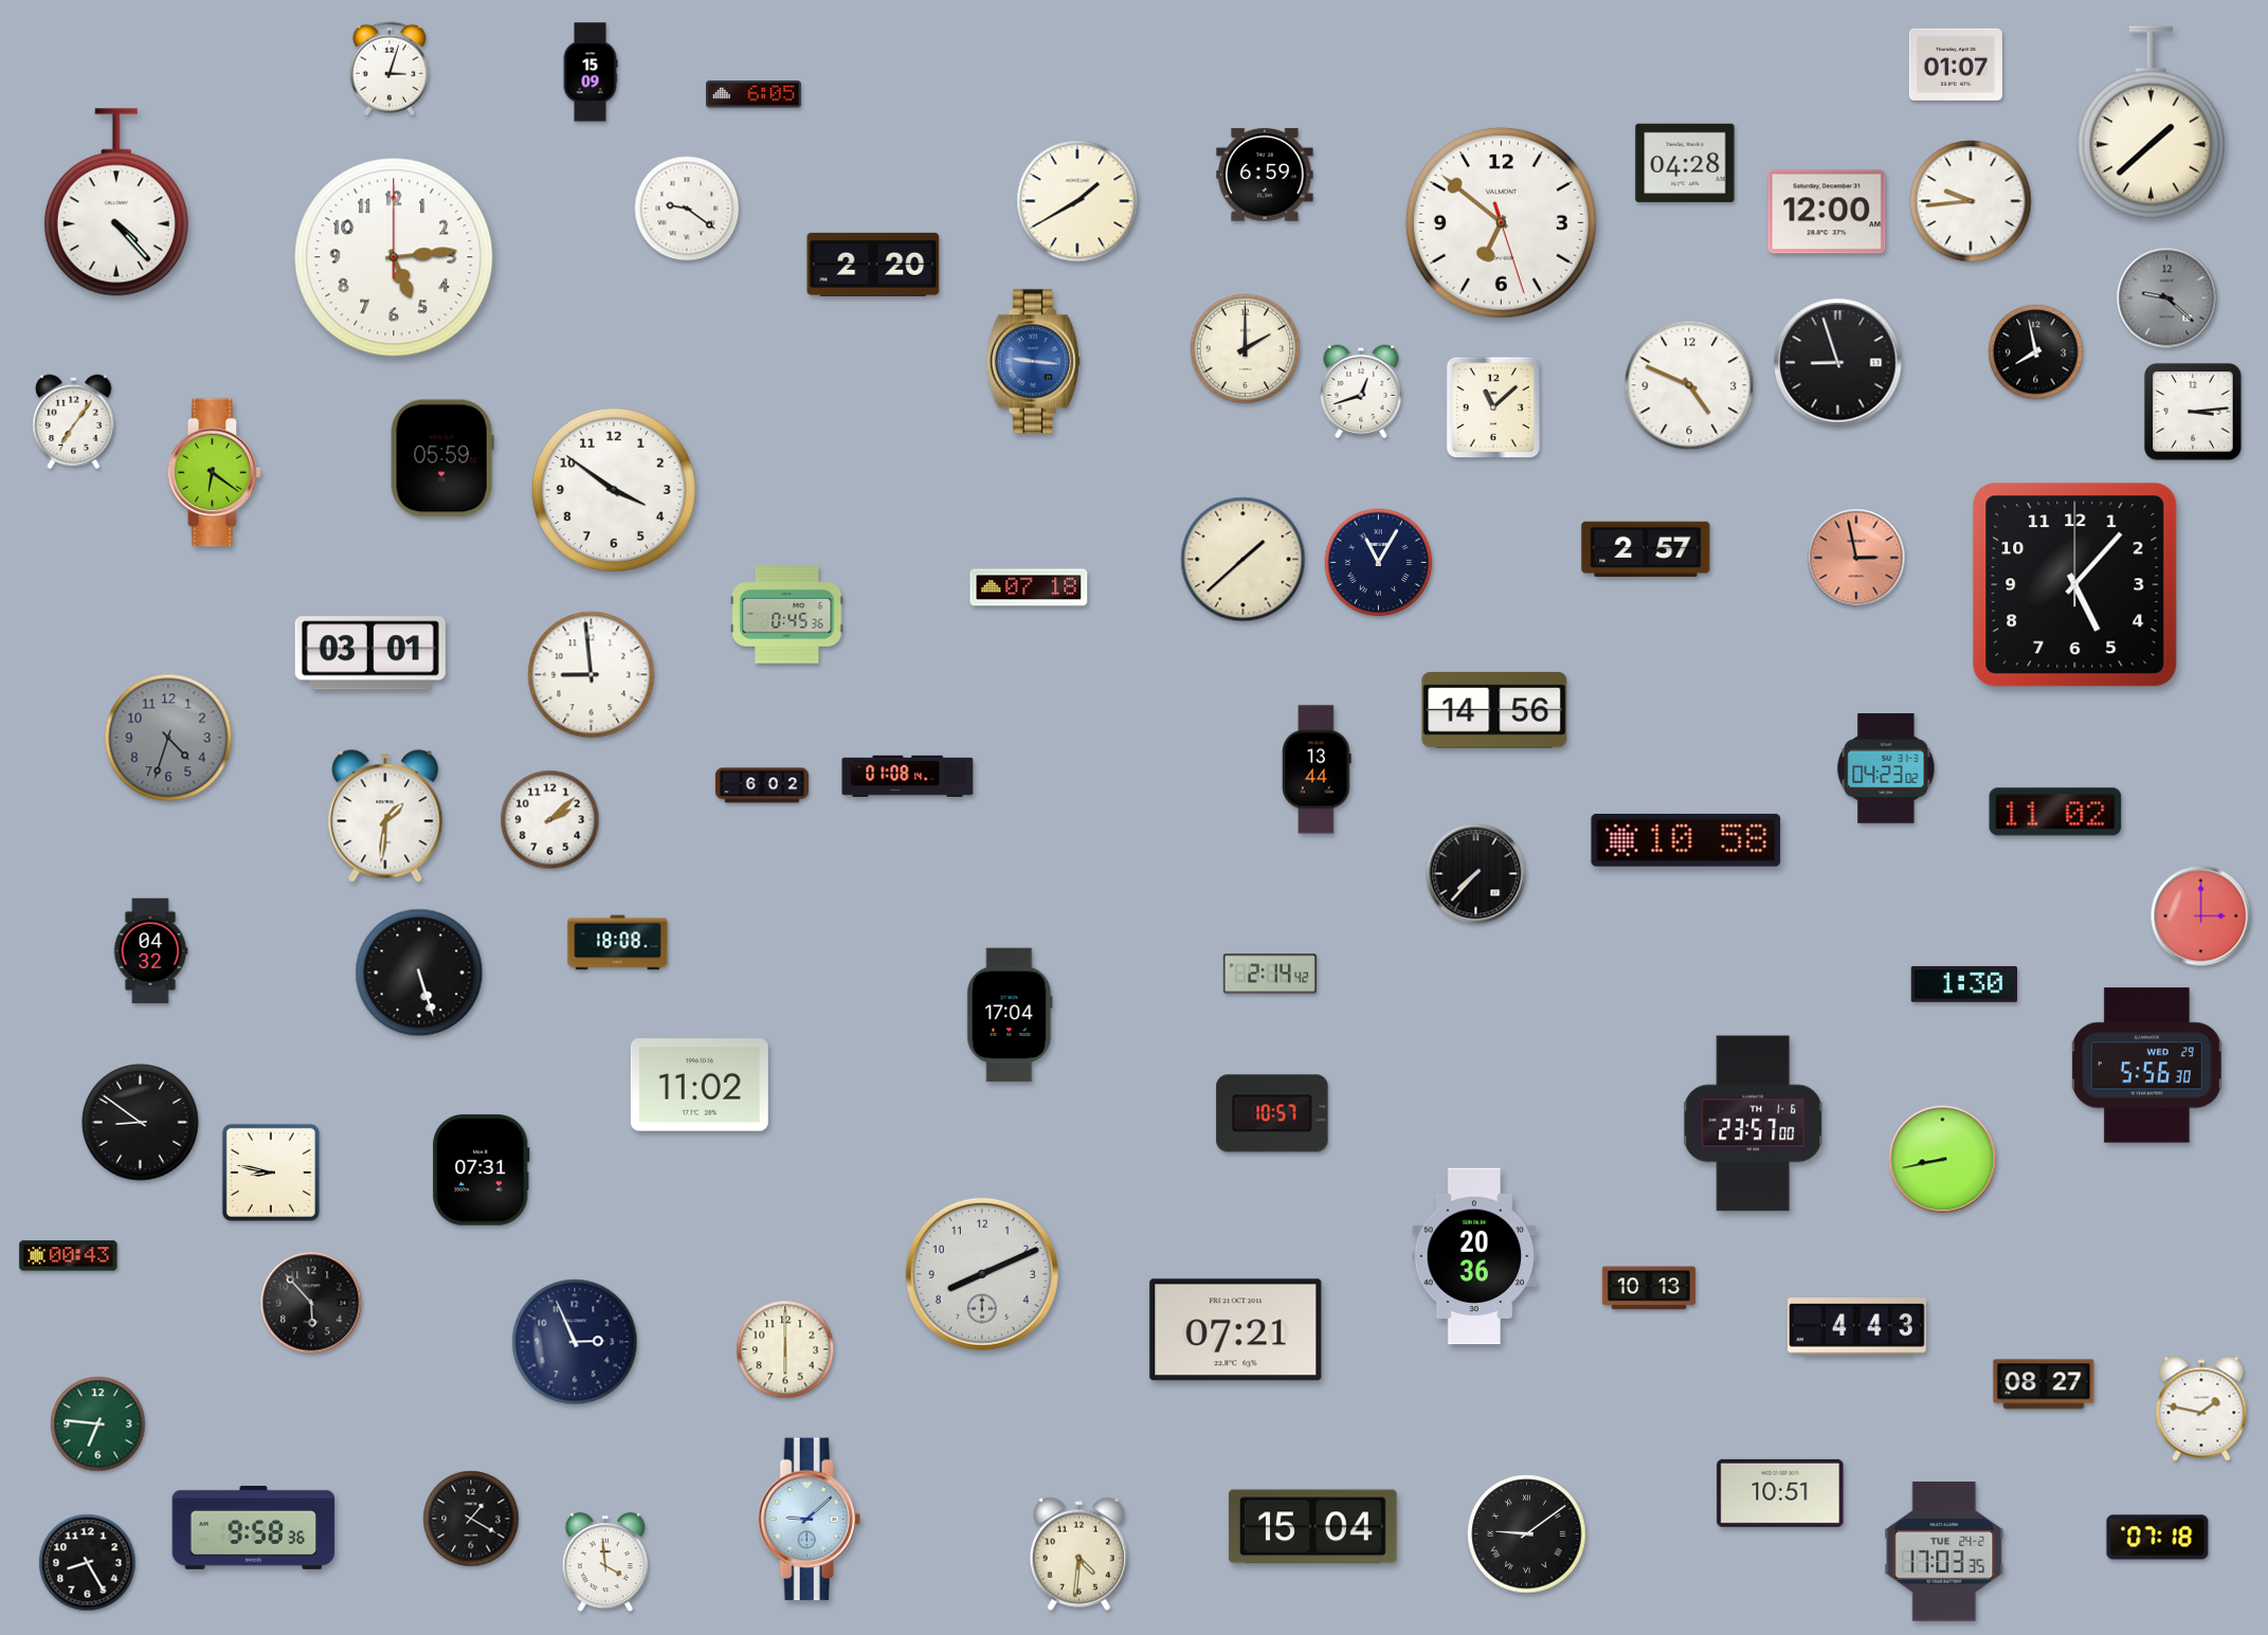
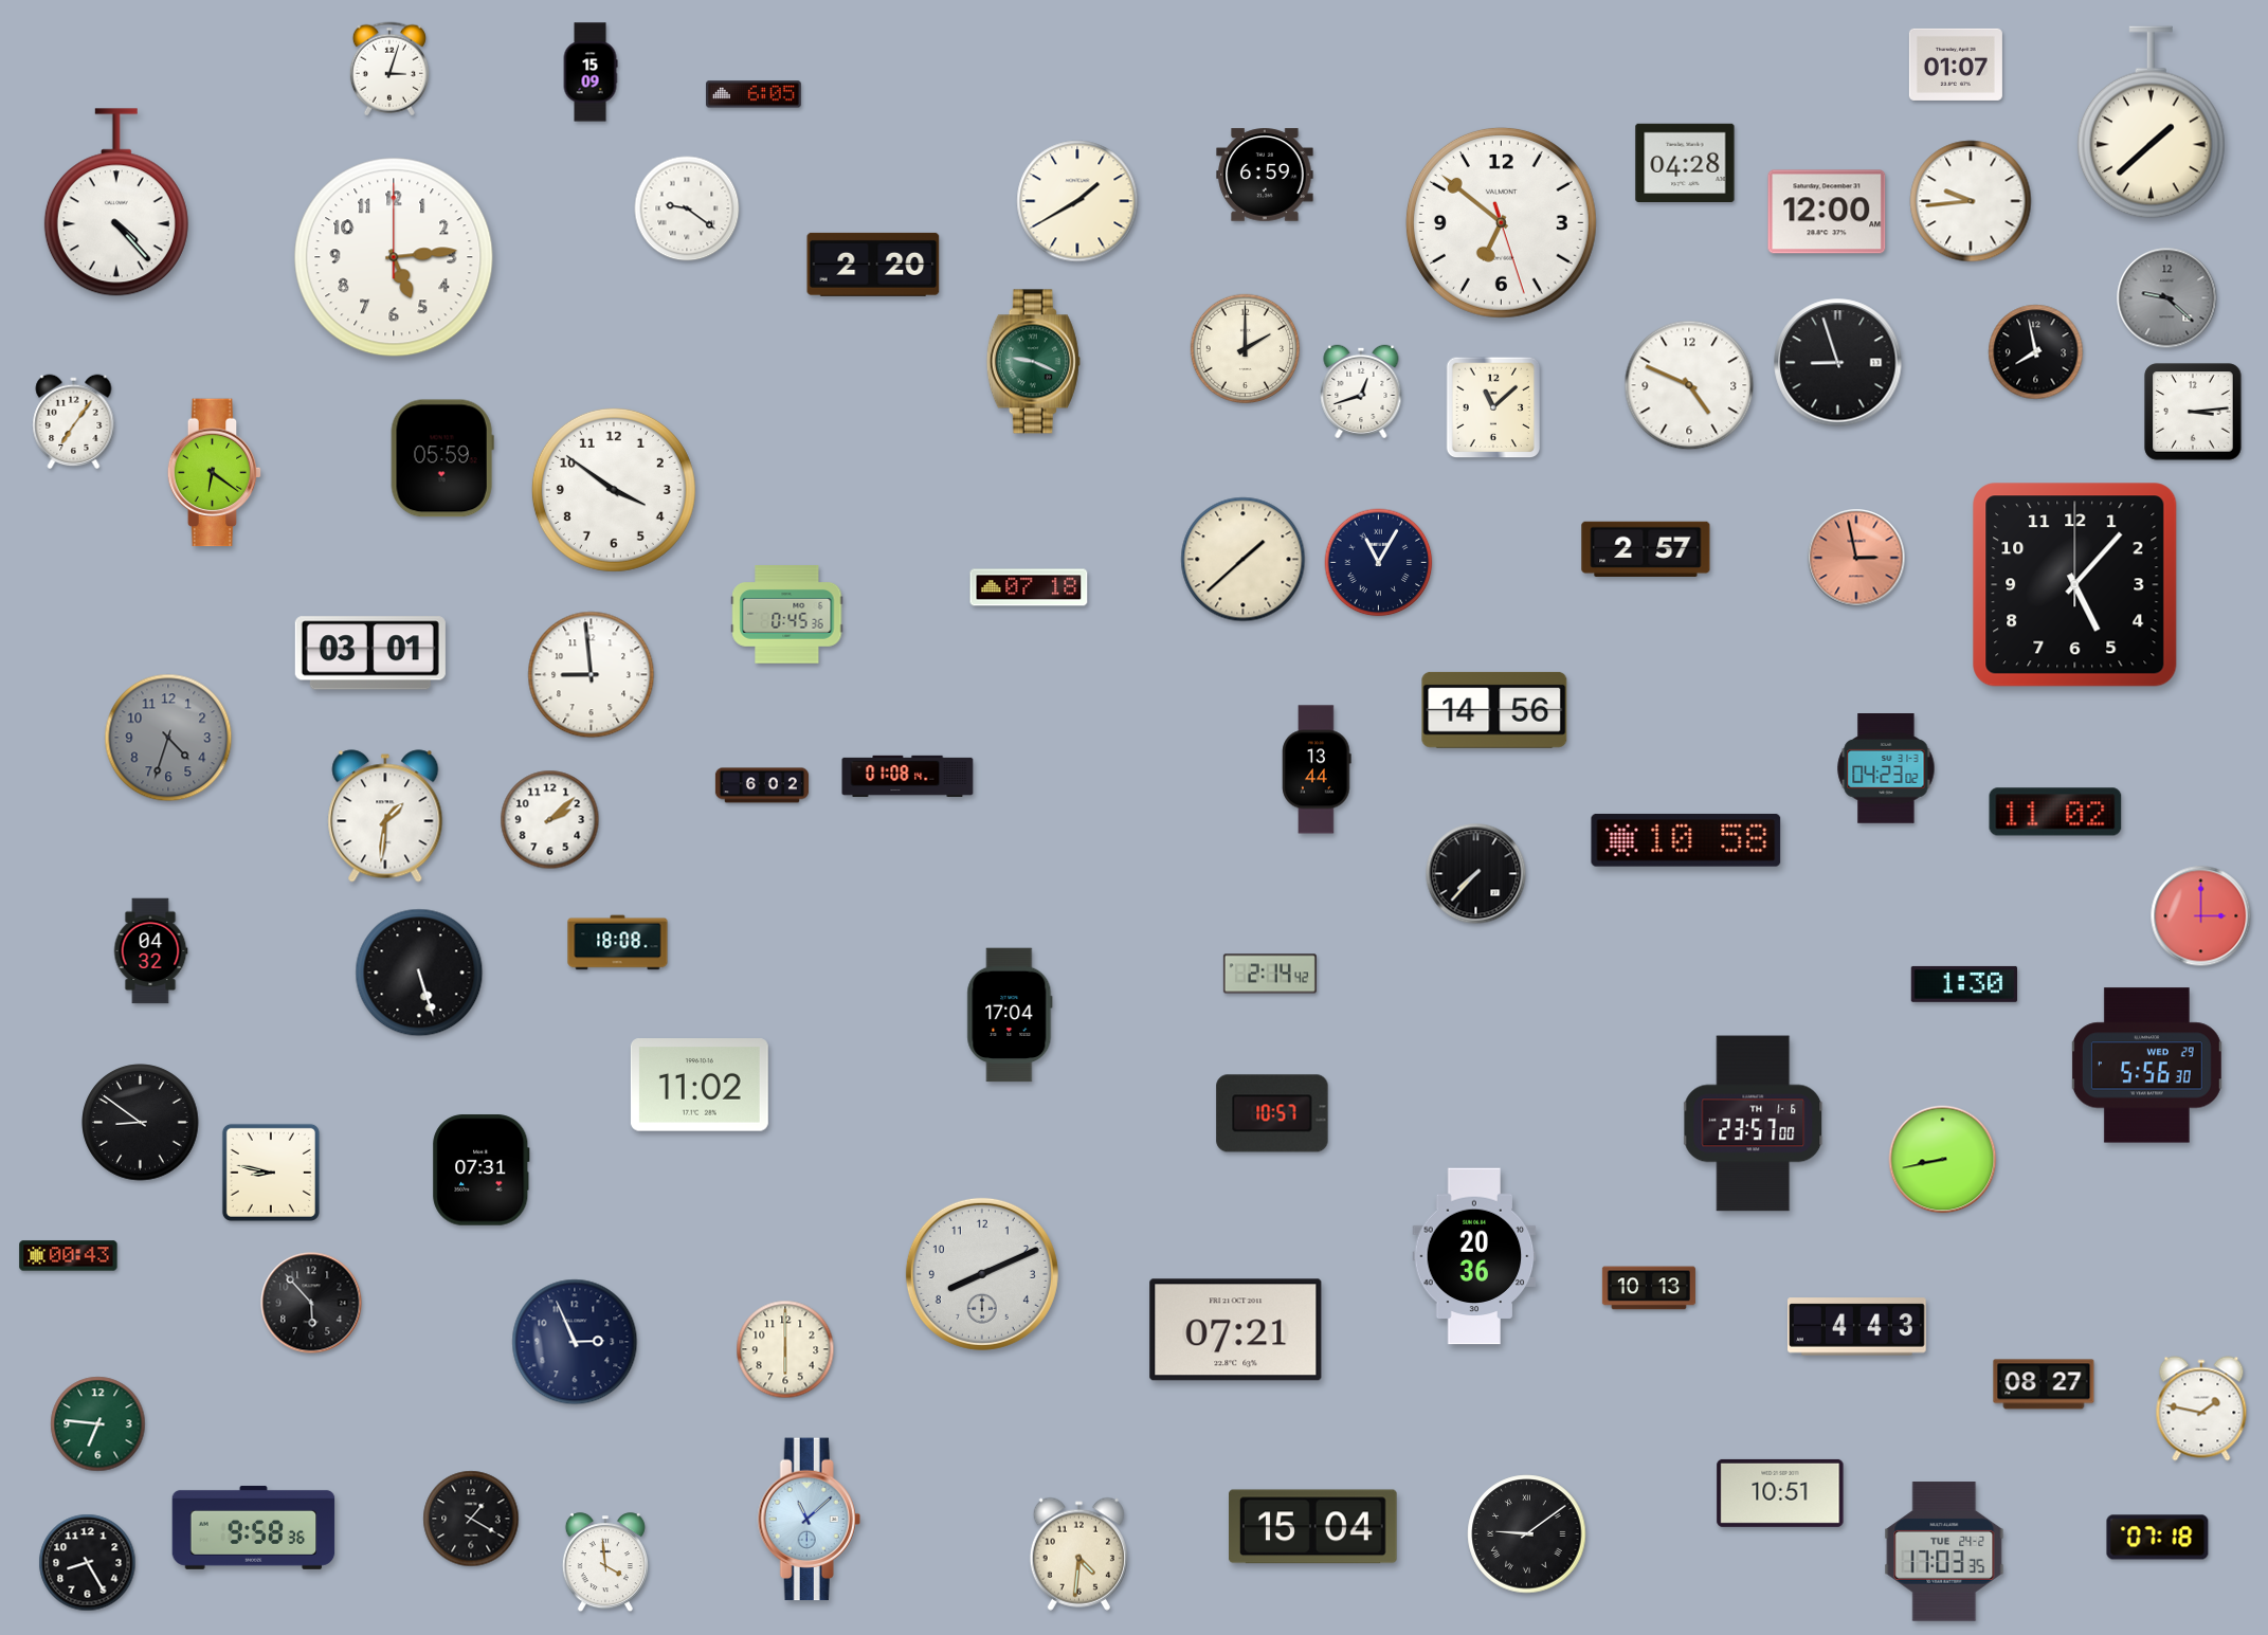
clock at (1033, 362): 9:16 -> 9:19
clock at (1033, 362) dial: blue -> green
clock at (809, 1520): 9:08 -> 11:08
